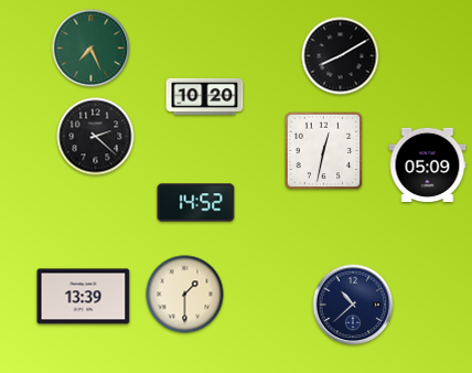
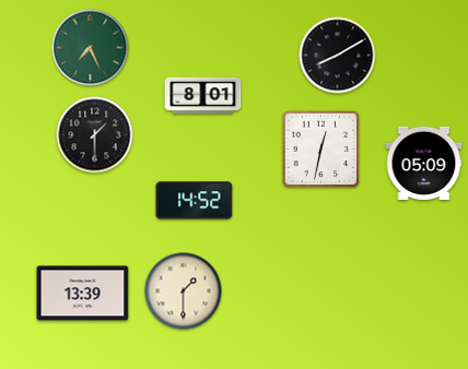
clock at (205, 96): 10:20 -> 8:01
clock at (96, 137): 2:22 -> 1:30
clock at (353, 305): 10:38 -> none
